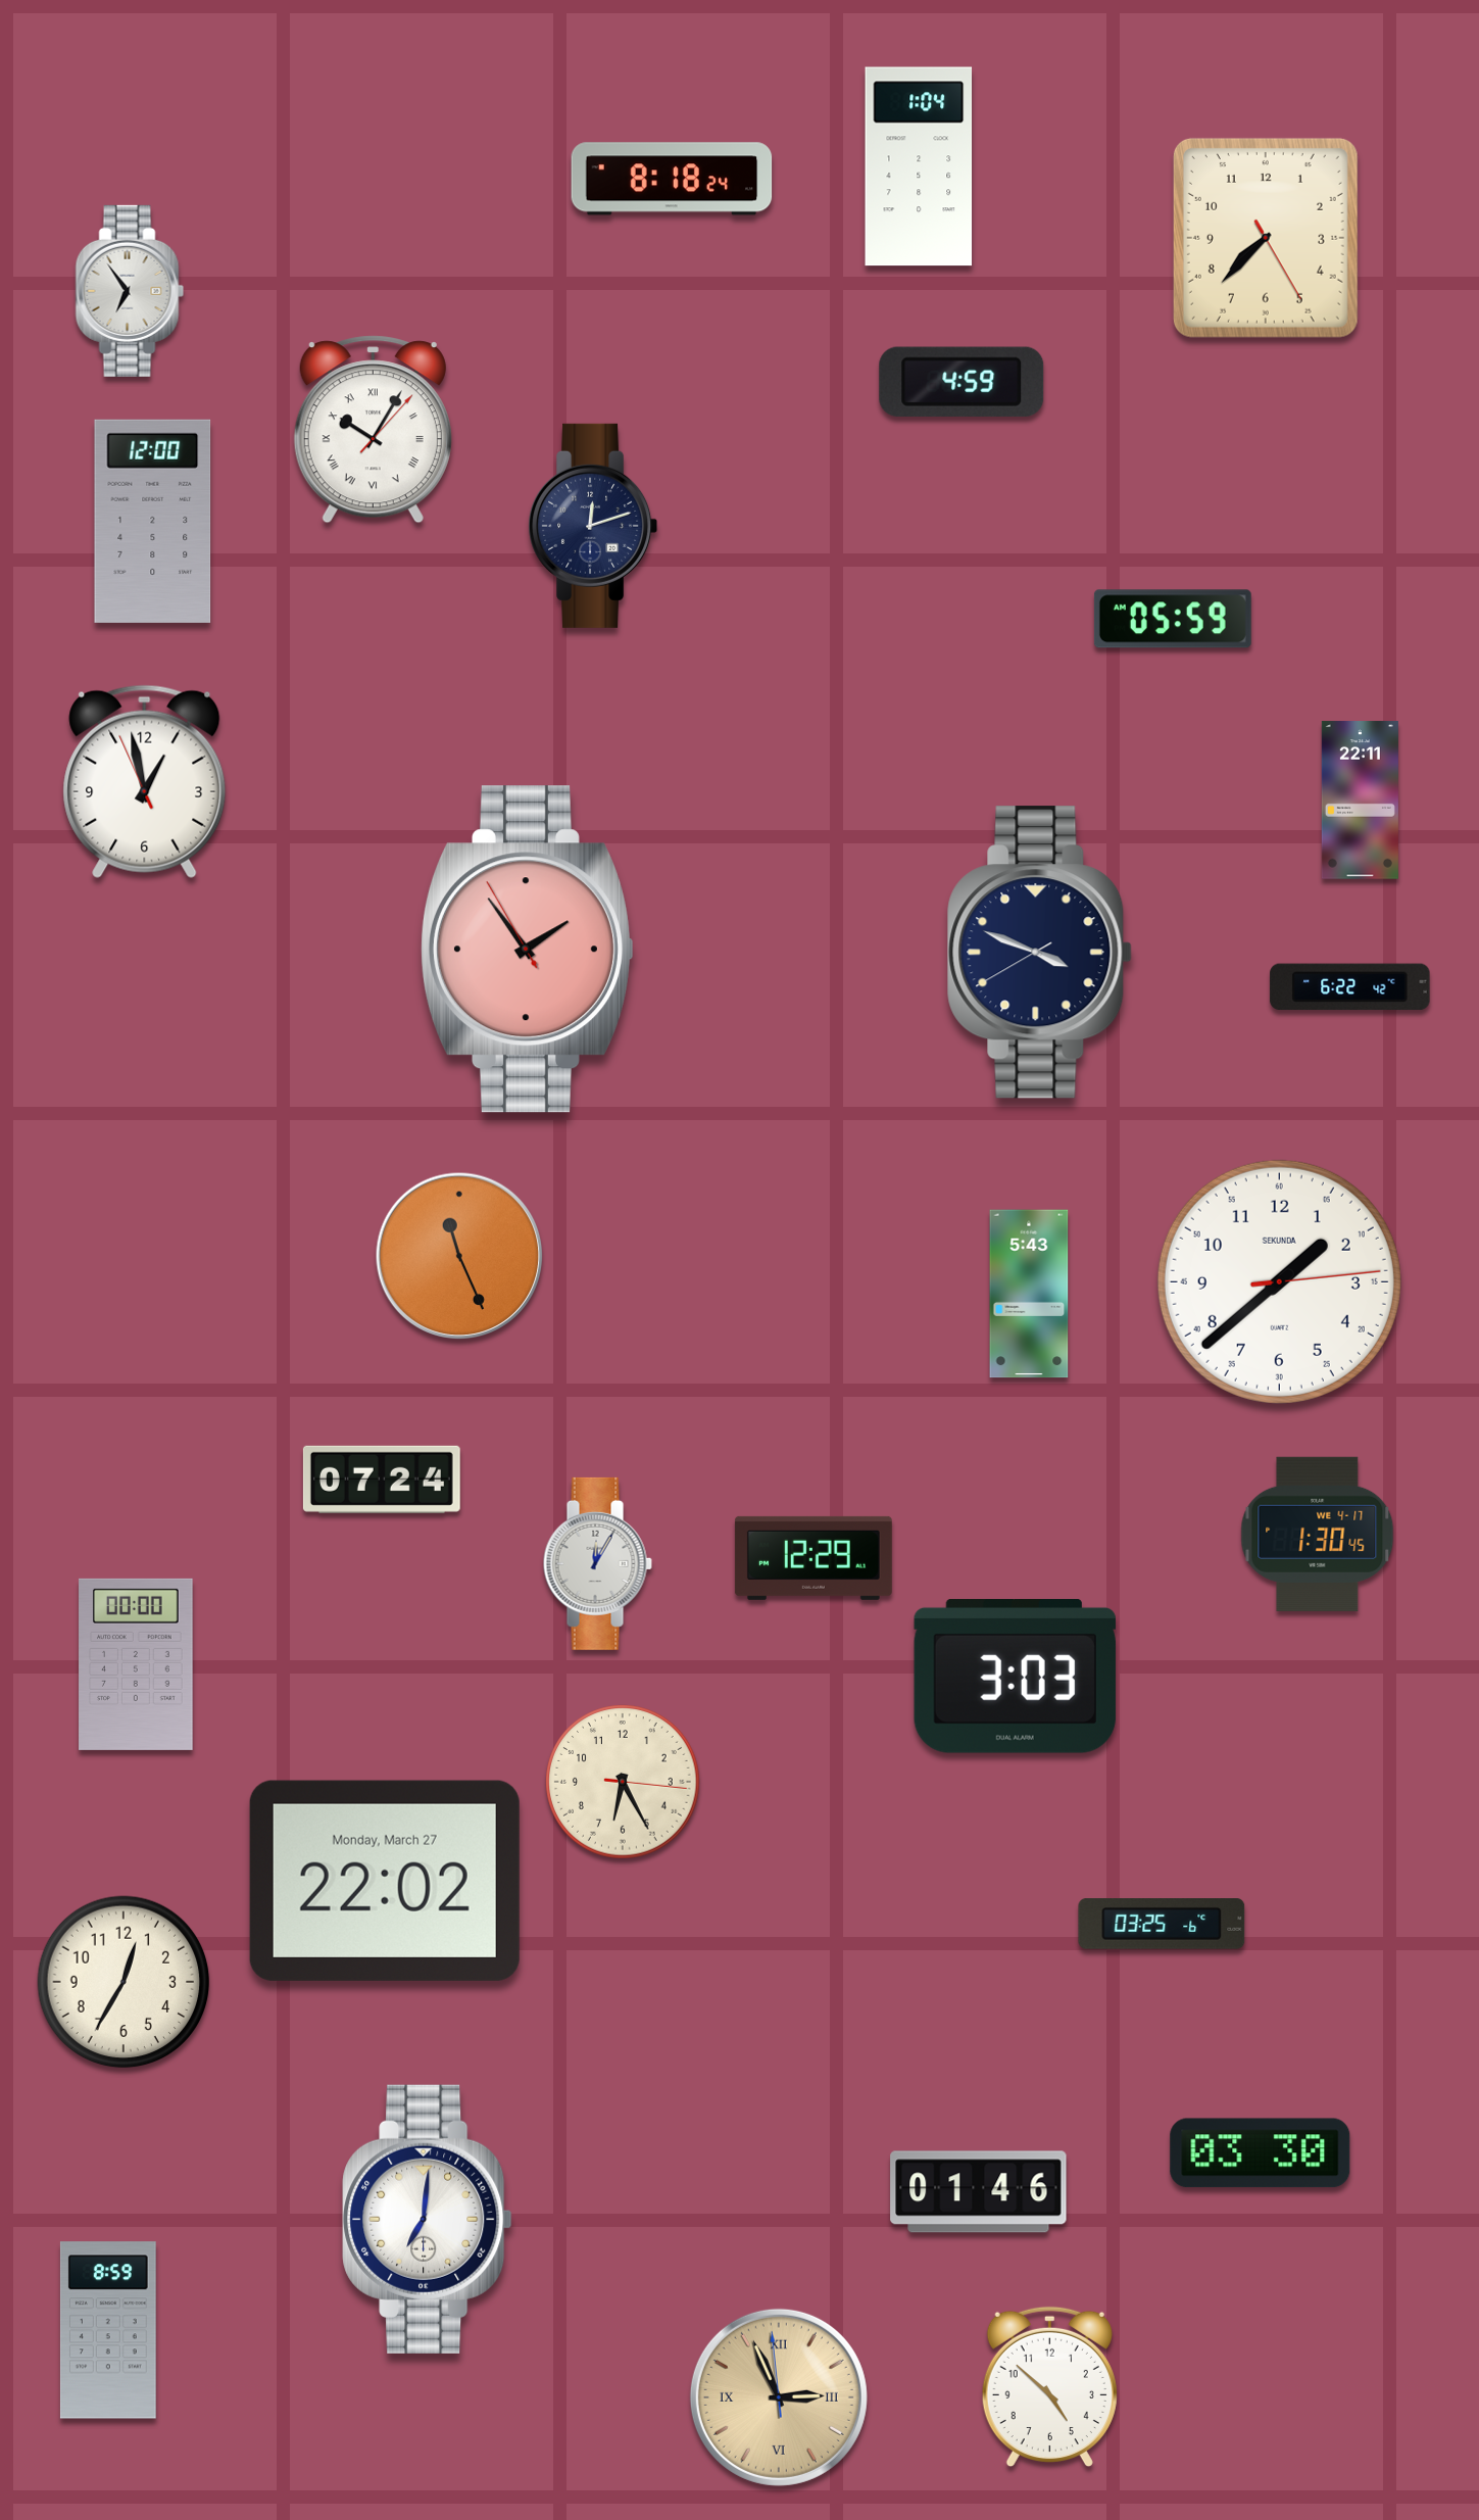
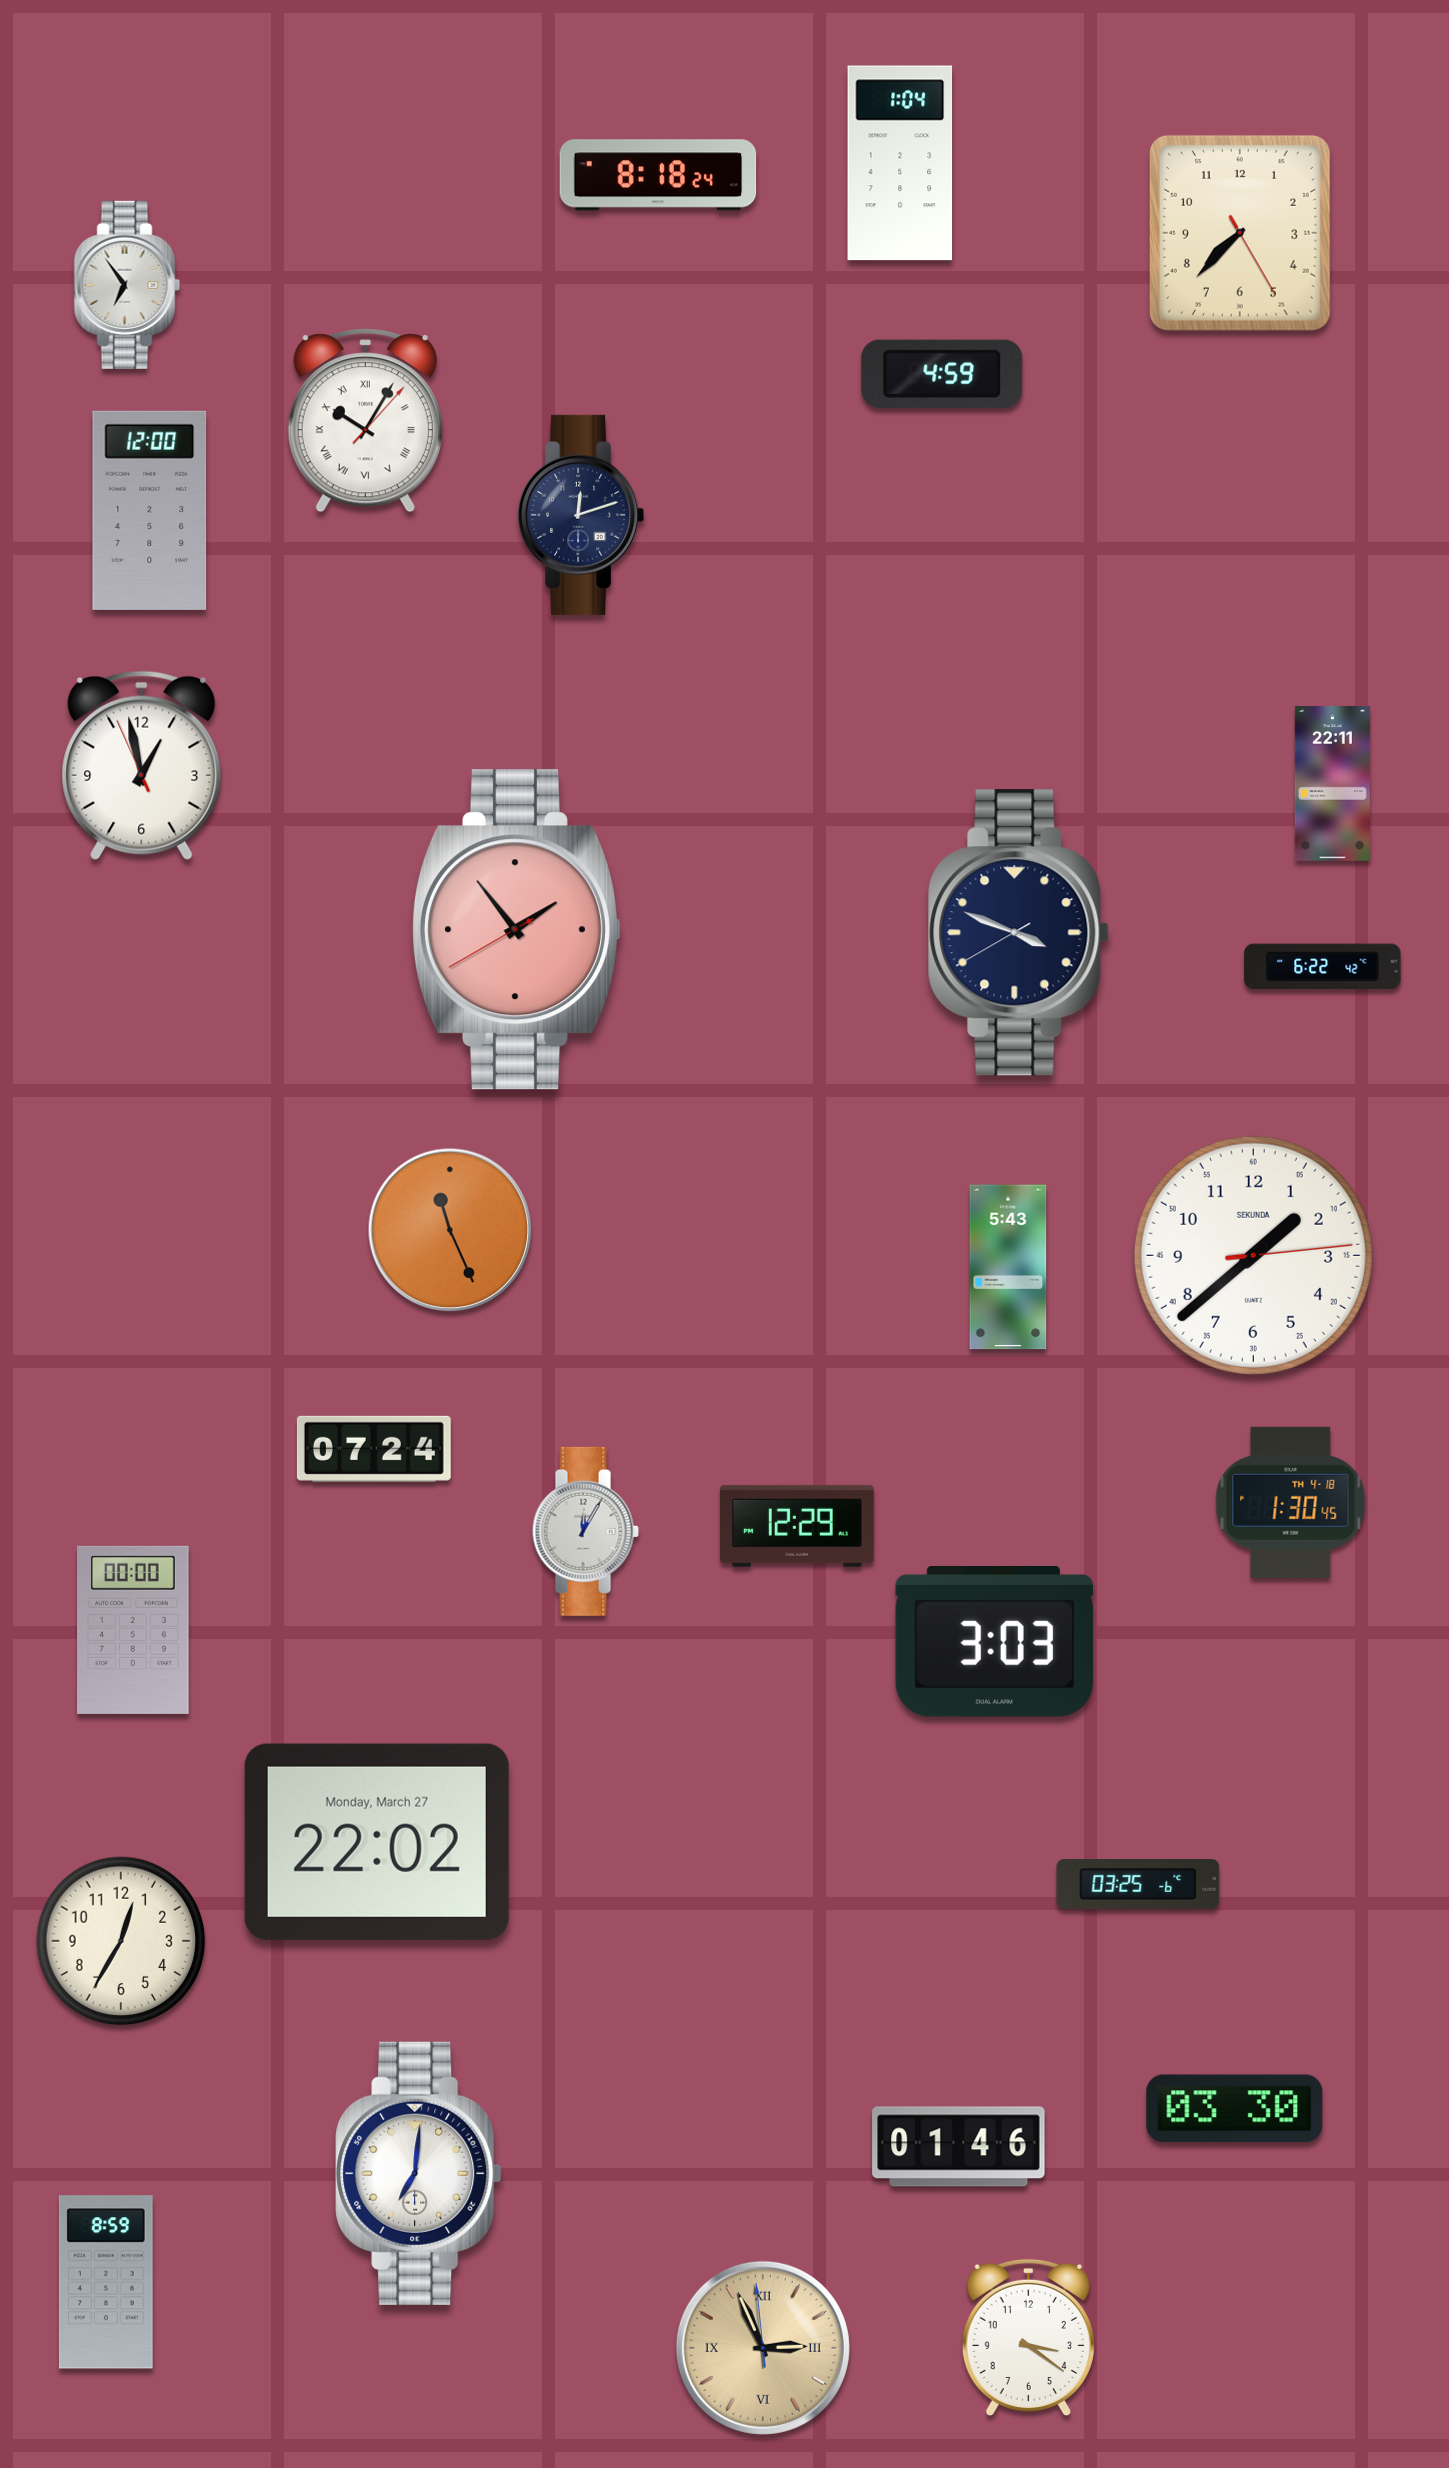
clock at (1173, 619): 05:59 -> none
clock at (527, 950): 1:53:55 -> 1:53:40
clock at (1318, 1534) date: WE 4-17 -> TH 4-18
clock at (623, 1782): 6:25 -> none
clock at (1049, 2387): 4:52 -> 3:21
